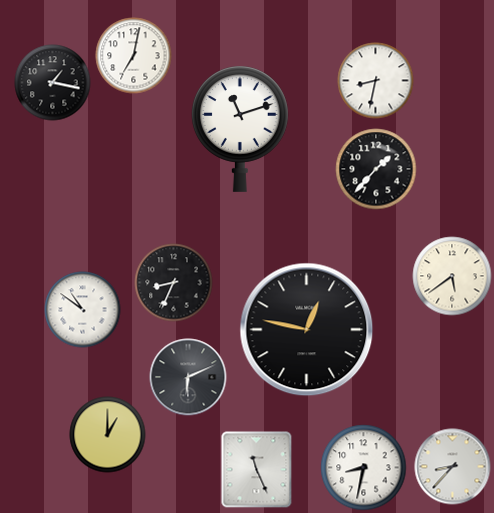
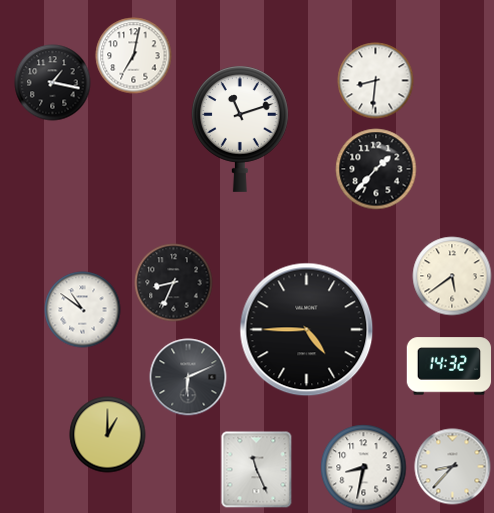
clock at (376, 81): 8:32 -> 8:31
clock at (307, 330): 12:47 -> 4:45
clock at (449, 366): none -> 14:32
